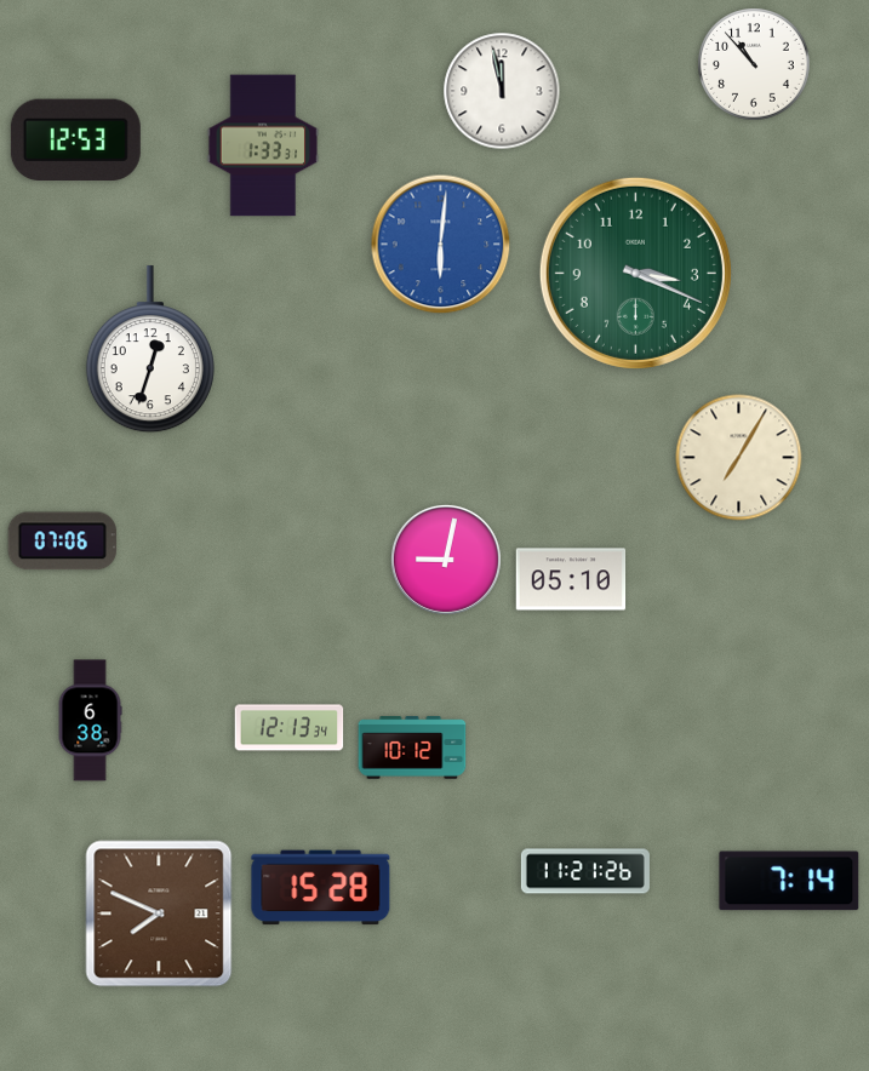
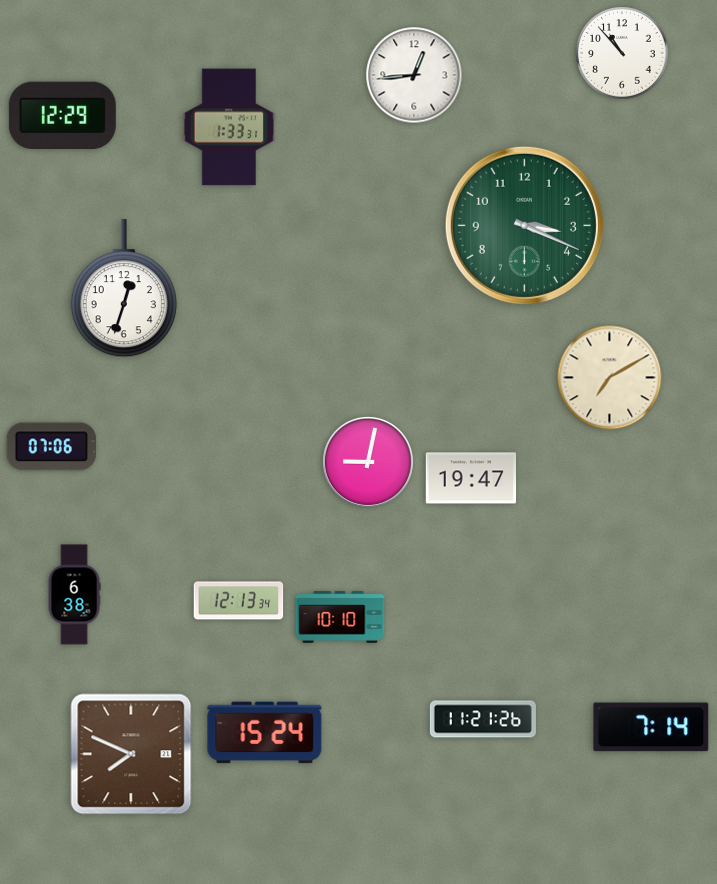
clock at (502, 91): 11:58 -> 12:44
clock at (75, 139): 12:53 -> 12:29
clock at (263, 145) position: (263, 145) -> (229, 127)
clock at (441, 245): 6:01 -> none
clock at (739, 458): 7:05 -> 7:10
clock at (571, 579): 05:10 -> 19:47
clock at (412, 748): 10:12 -> 10:10
clock at (321, 888): 15:28 -> 15:24
